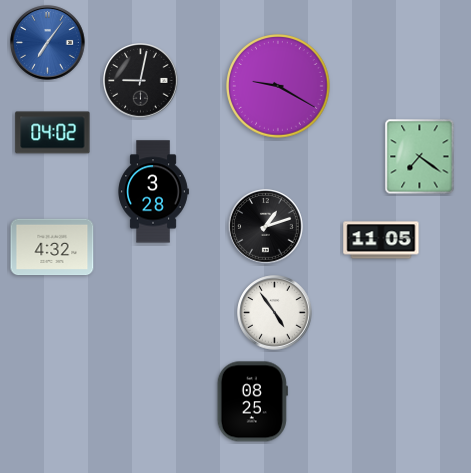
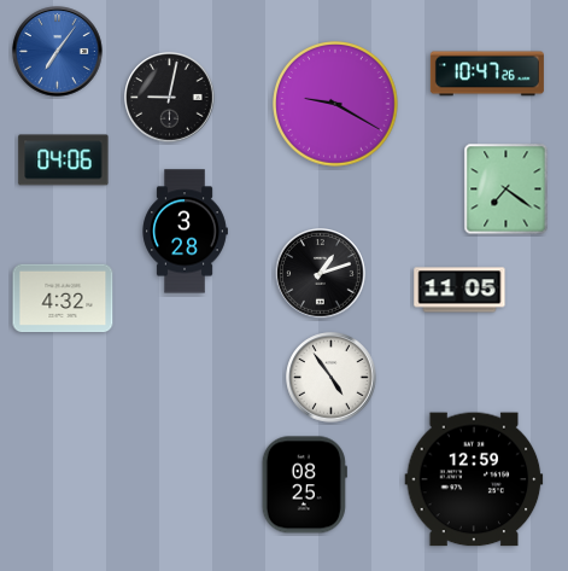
clock at (487, 74): none -> 10:47
clock at (53, 133): 04:02 -> 04:06
clock at (474, 479): none -> 12:59
